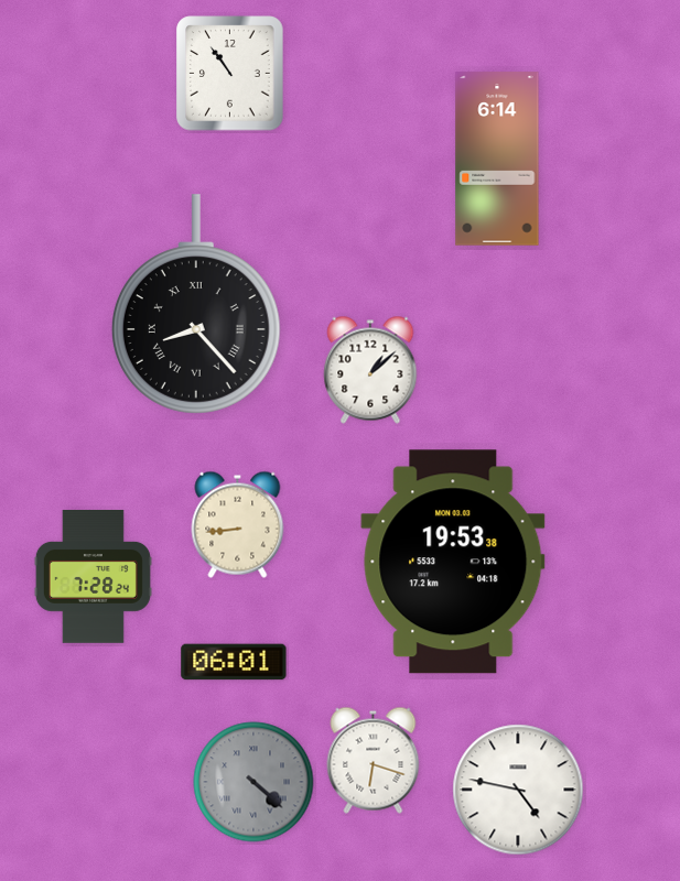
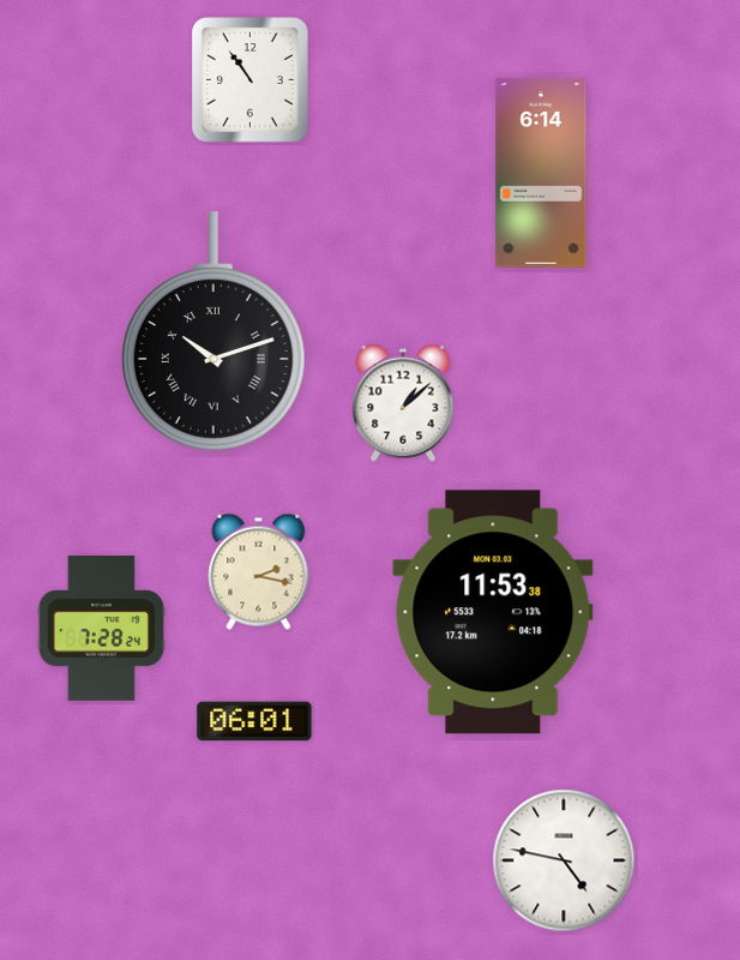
clock at (196, 304): 8:23 -> 10:12
clock at (238, 524): 8:44 -> 2:17
clock at (453, 562): 19:53 -> 11:53
clock at (374, 760): 6:18 -> none
clock at (253, 782): 4:22 -> none
